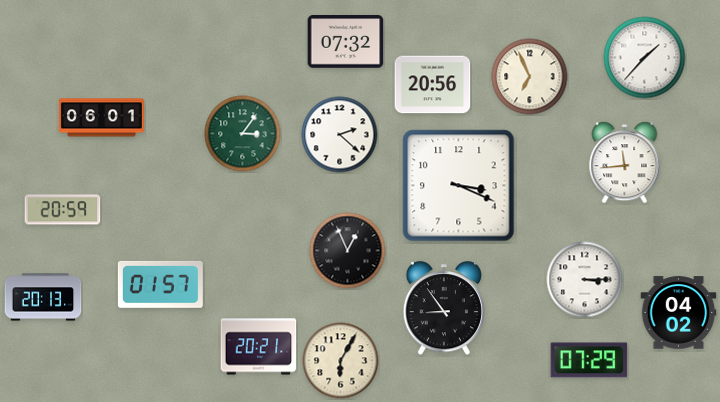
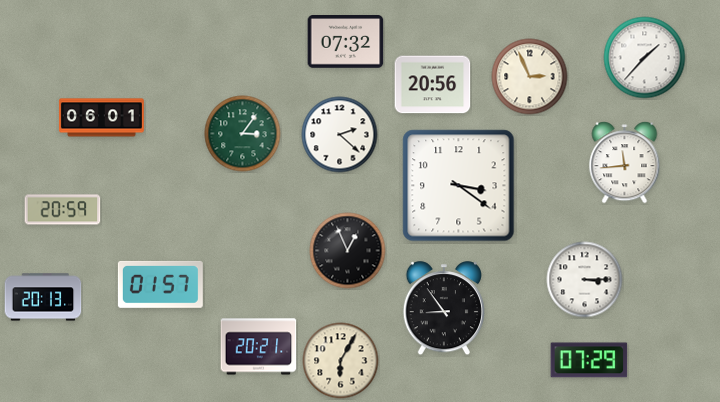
clock at (530, 77): 6:56 -> 2:56
clock at (459, 186): 3:19 -> 3:21
clock at (679, 313): 04:02 -> none
